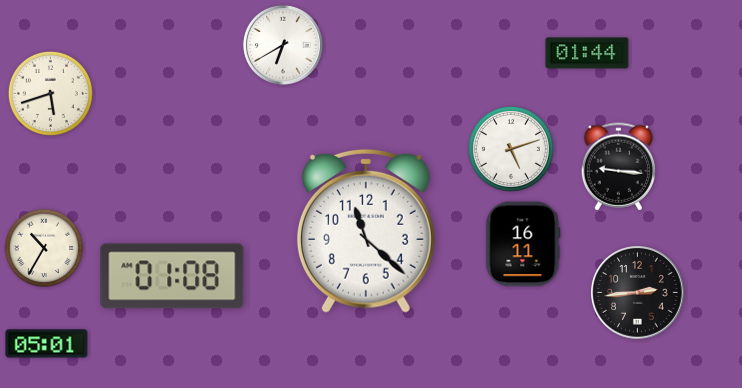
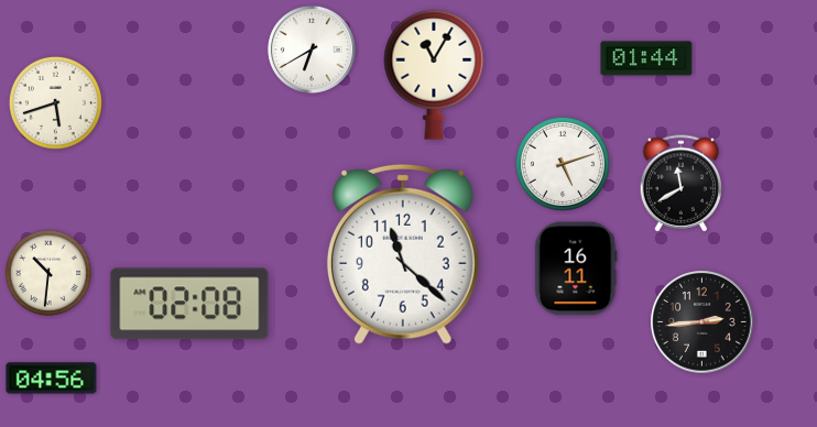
clock at (434, 75): none -> 11:05
clock at (618, 167): 9:16 -> 11:40
clock at (44, 248): 10:35 -> 10:31
clock at (172, 276): 01:08 -> 02:08
clock at (47, 344): 05:01 -> 04:56
